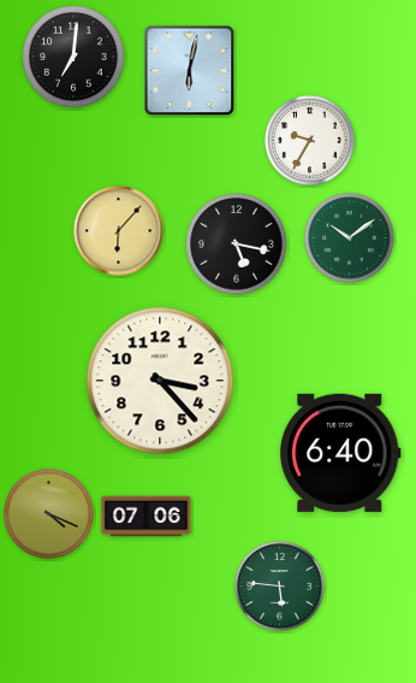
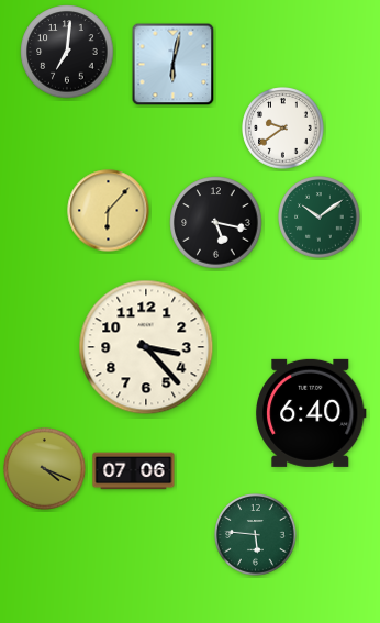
clock at (310, 141): 9:35 -> 9:39
